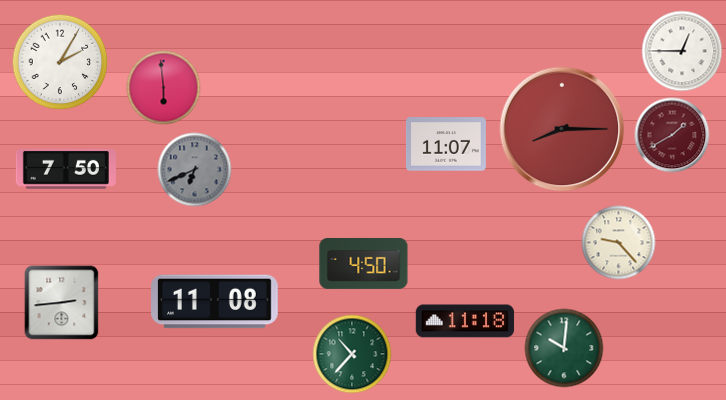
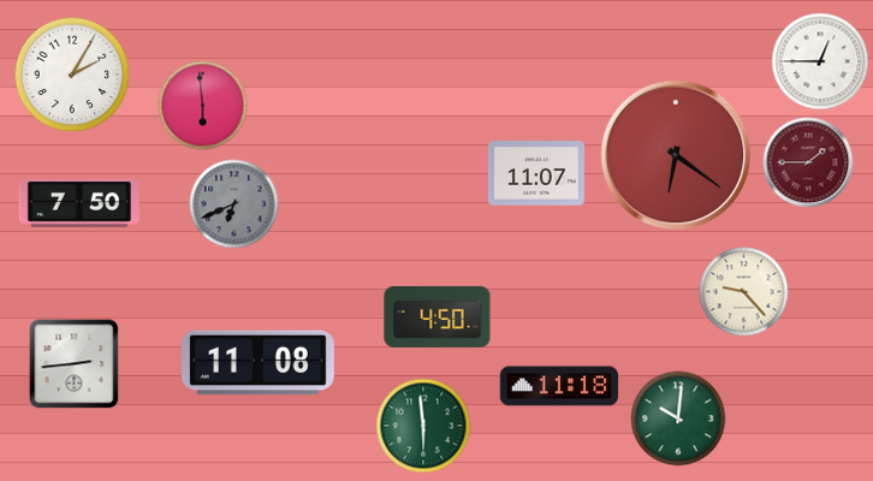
clock at (164, 88) position: (164, 88) -> (203, 106)
clock at (562, 129): 8:15 -> 6:21
clock at (672, 135): 1:40 -> 1:45
clock at (352, 354): 10:37 -> 5:59
